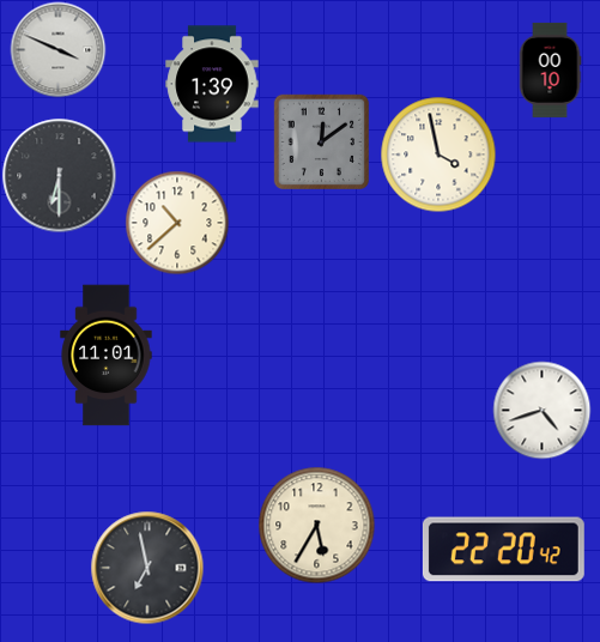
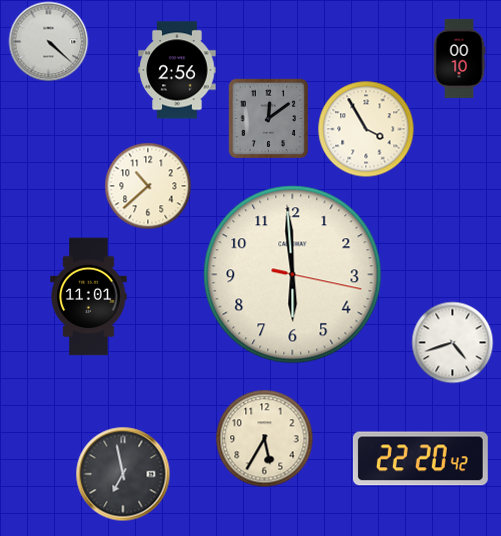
clock at (57, 49): 3:49 -> 4:22
clock at (212, 84): 1:39 -> 2:56
clock at (438, 155): 3:58 -> 3:55
clock at (59, 175): 6:30 -> none
clock at (293, 275): none -> 5:59
